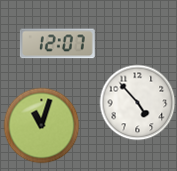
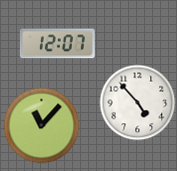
clock at (42, 126): 11:03 -> 11:07
